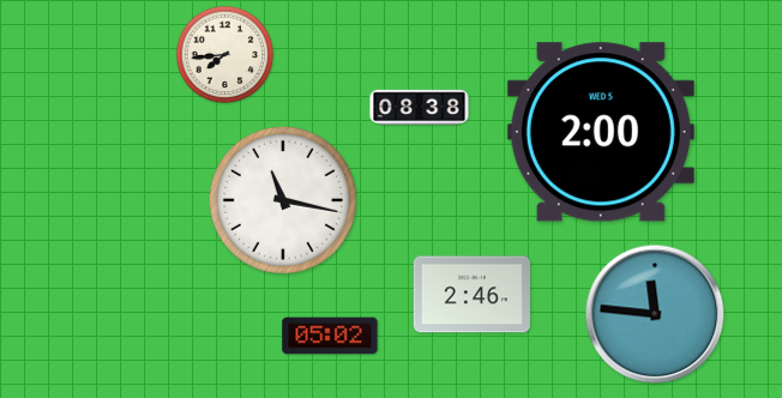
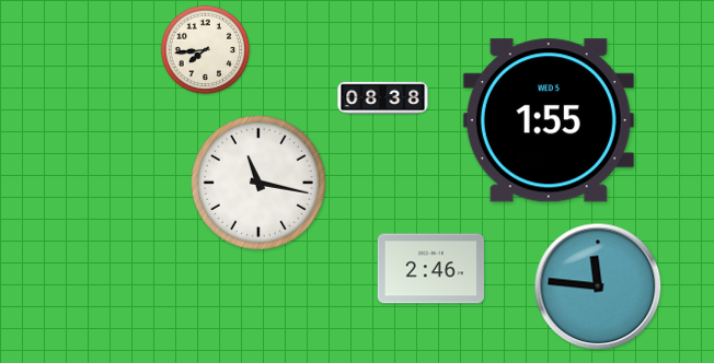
clock at (601, 132): 2:00 -> 1:55
clock at (330, 336): 05:02 -> none
